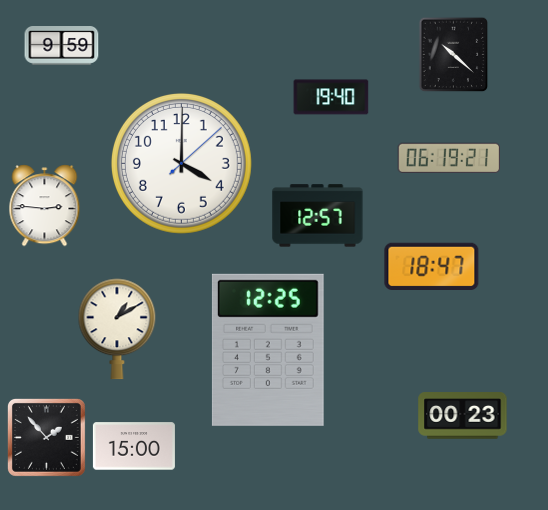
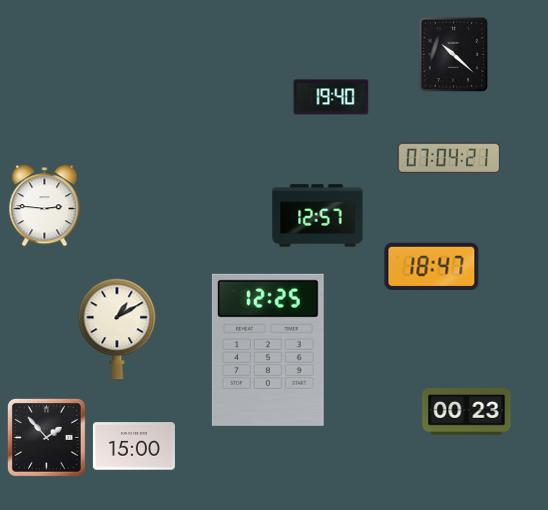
clock at (62, 46): 9:59 -> none
clock at (448, 158): 06:19 -> 07:04
clock at (181, 163): 4:00 -> none
clock at (463, 416) position: (463, 416) -> (467, 412)
